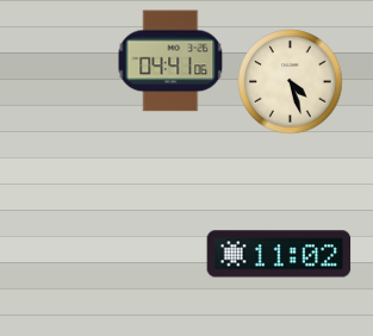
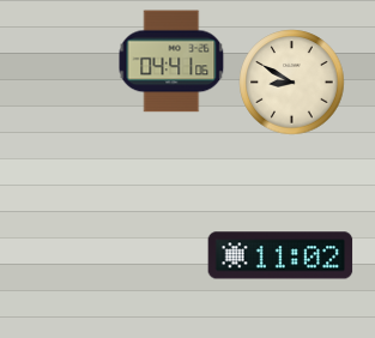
clock at (291, 82): 4:27 -> 8:50
